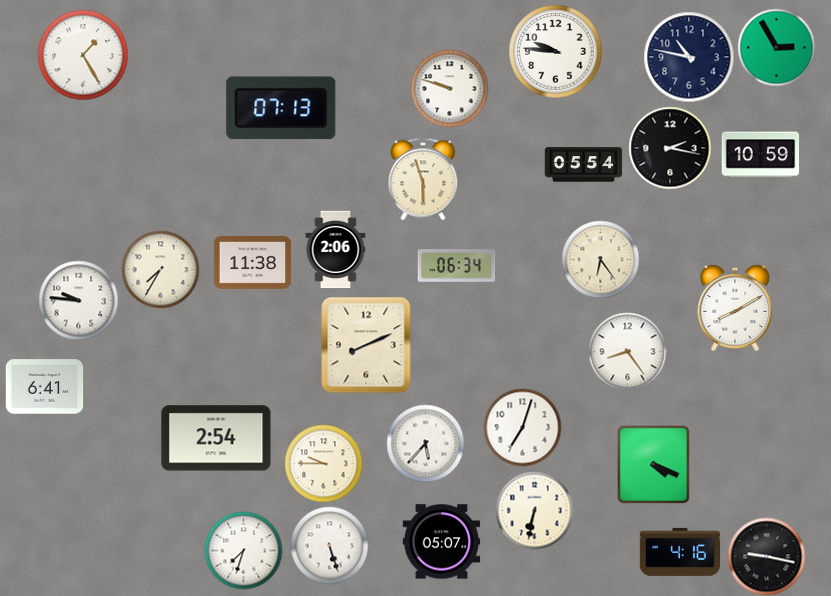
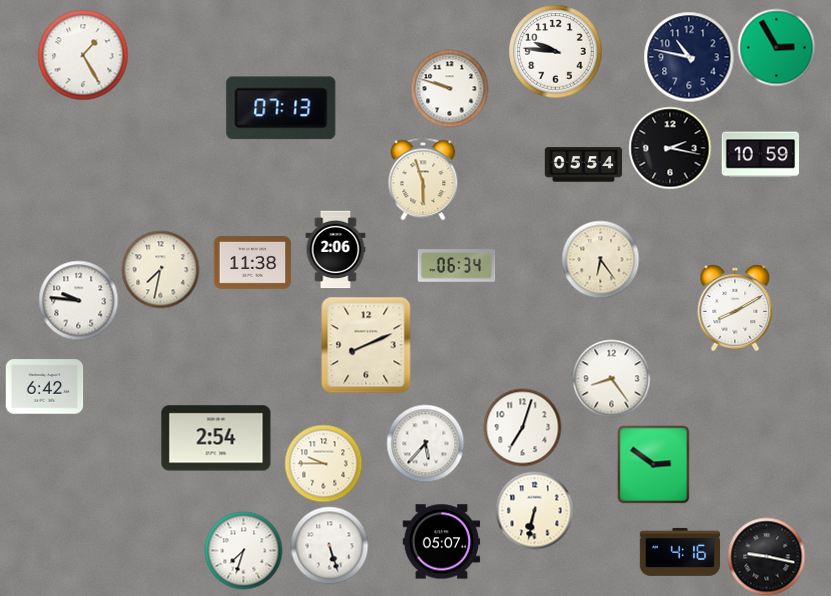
clock at (160, 269): 7:35 -> 7:32
clock at (627, 351) position: (627, 351) -> (611, 378)
clock at (44, 387): 6:41 -> 6:42
clock at (654, 464): 4:19 -> 2:51
